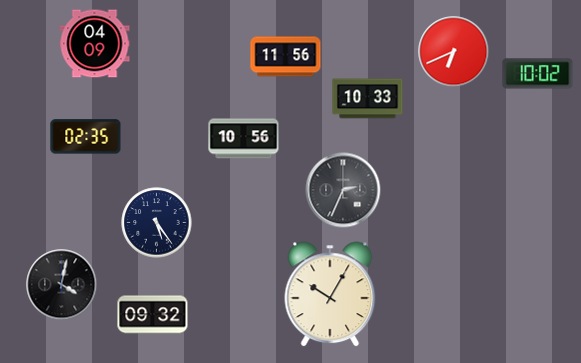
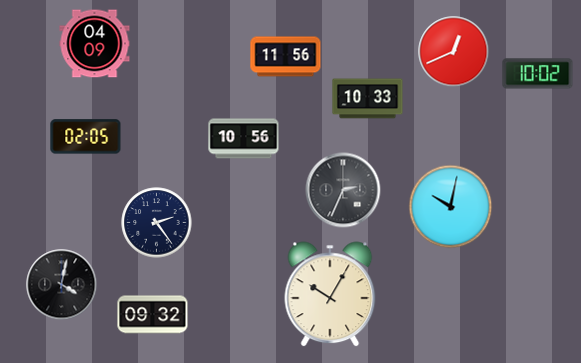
clock at (454, 52): 6:41 -> 12:41
clock at (86, 137): 02:35 -> 02:05
clock at (451, 207): none -> 10:02
clock at (157, 223): 5:24 -> 2:24
